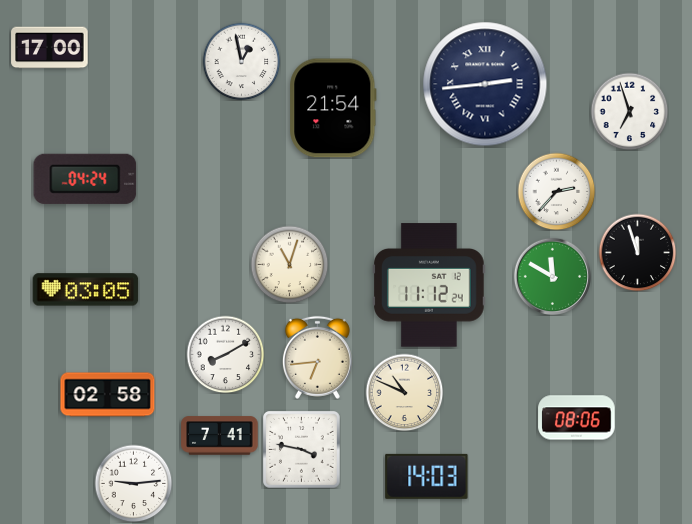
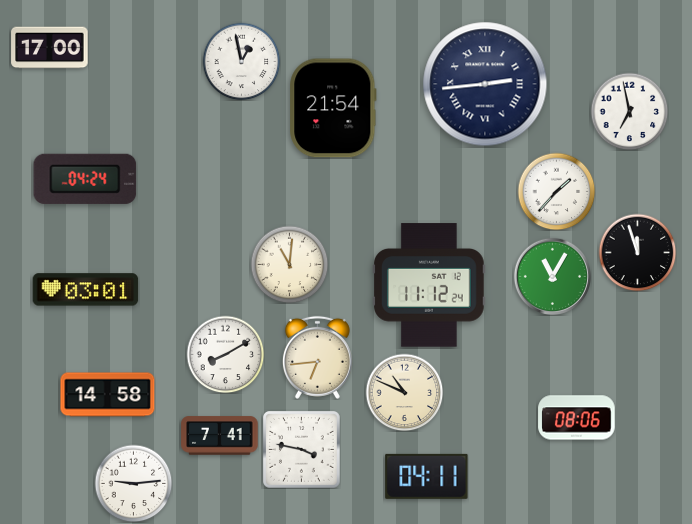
clock at (629, 111): 6:57 -> 6:58
clock at (556, 191): 2:37 -> 1:37
clock at (289, 264): 11:03 -> 11:01
clock at (552, 276): 11:50 -> 11:05
clock at (86, 290): 03:05 -> 03:01
clock at (108, 395): 02:58 -> 14:58
clock at (427, 476): 14:03 -> 04:11
